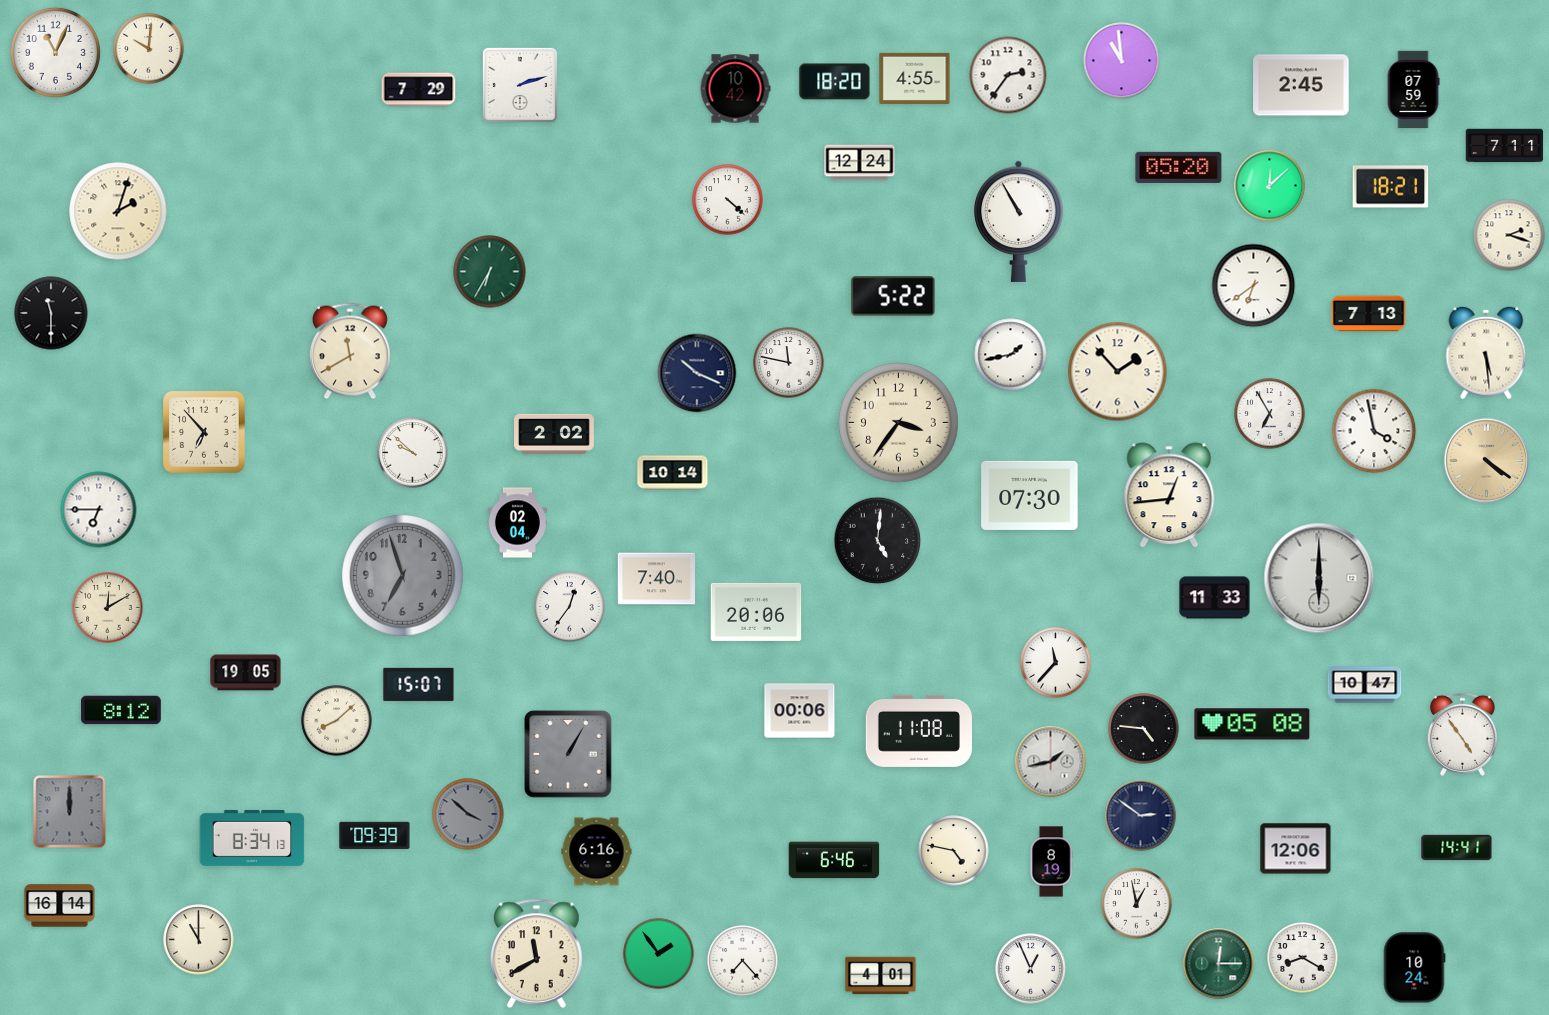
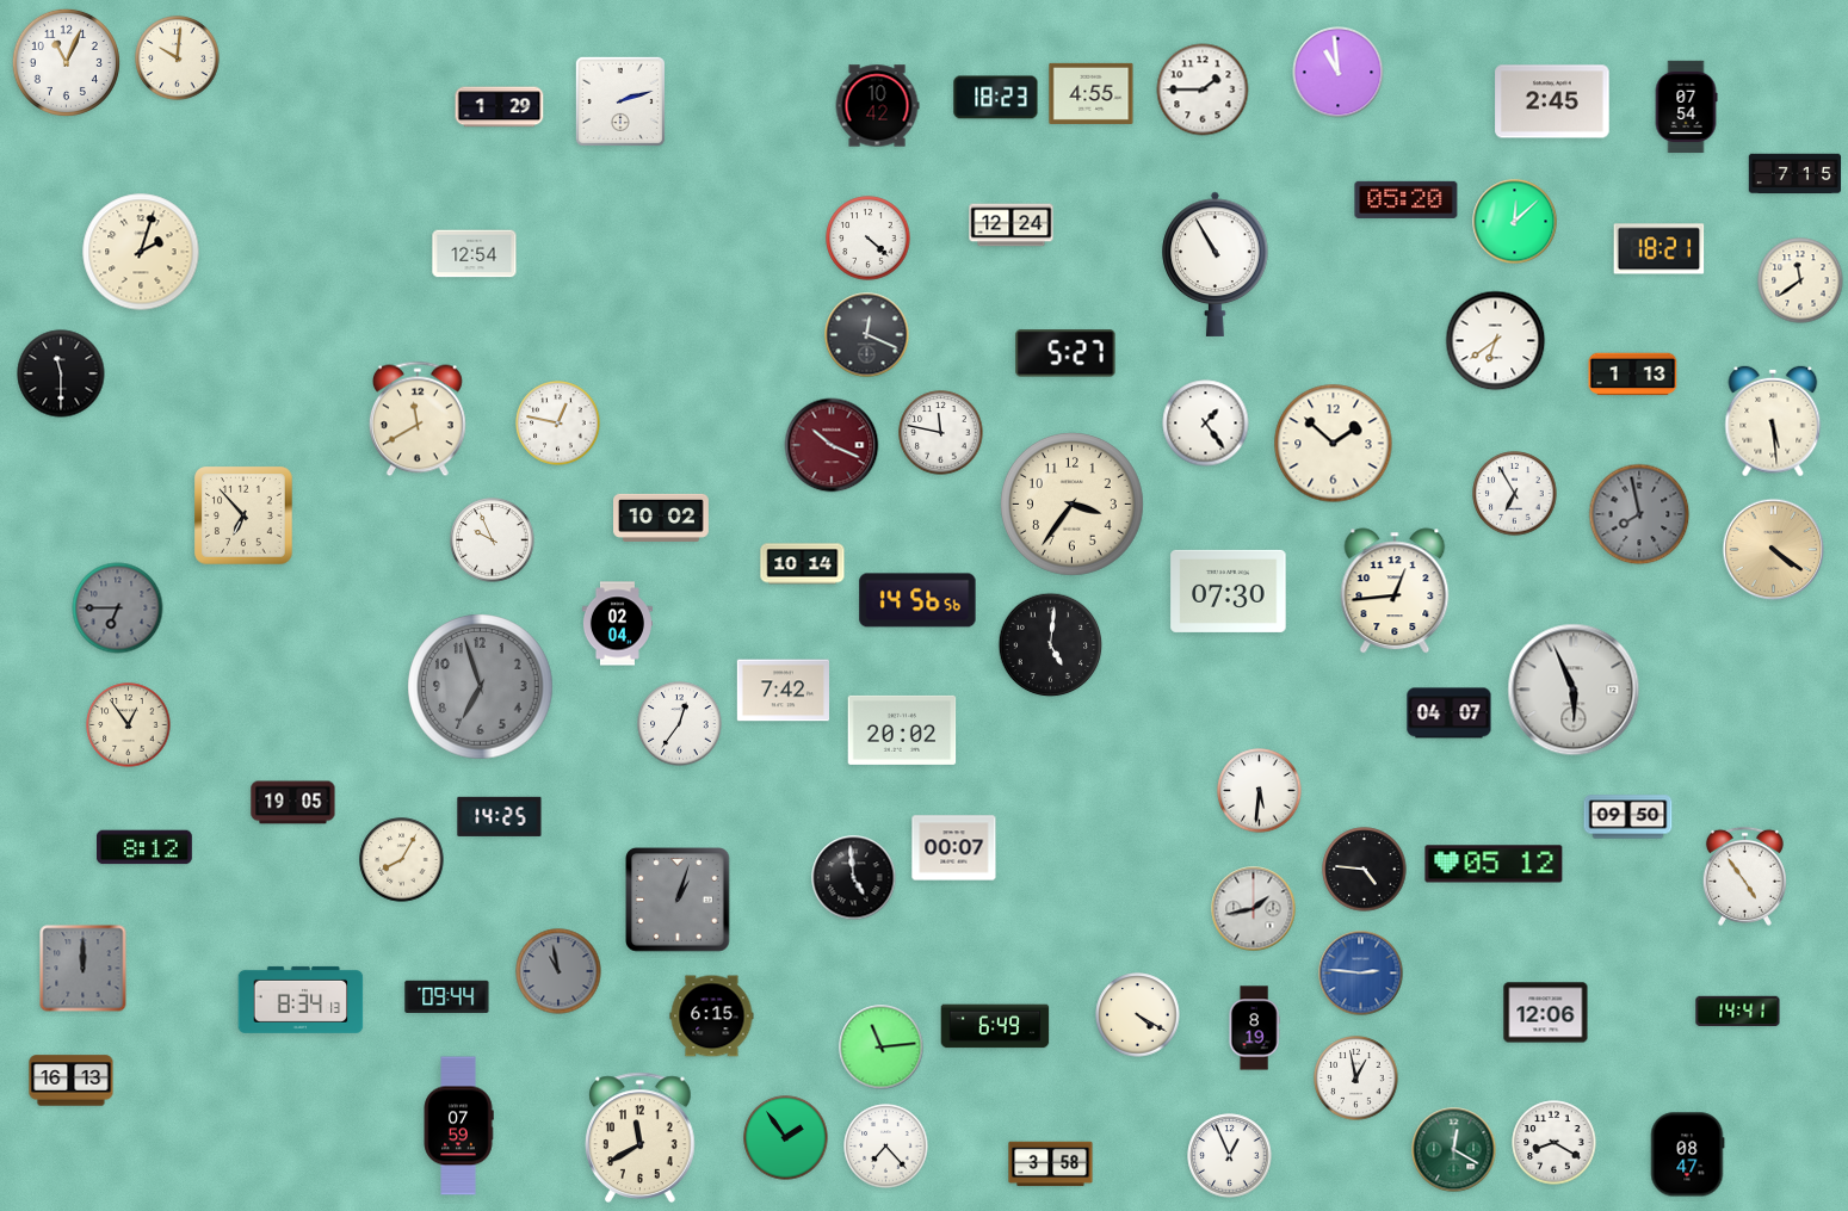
clock at (1008, 75): 2:36 -> 1:45
clock at (835, 82): 18:20 -> 18:23
clock at (419, 90): 7:29 -> 1:29
clock at (1413, 90): 07:59 -> 07:54
clock at (1505, 146): 7:11 -> 7:15
clock at (860, 163) position: (860, 163) -> (1012, 225)
clock at (1391, 187) position: (1391, 187) -> (1660, 249)
clock at (475, 254): none -> 12:54
clock at (1509, 235): 2:18 -> 11:39
clock at (490, 272): 6:35 -> none
clock at (867, 335): none -> 12:19
clock at (893, 296): 5:22 -> 5:27
clock at (1369, 314): 7:13 -> 1:13
clock at (558, 424): none -> 12:47
clock at (1011, 355): 1:43 -> 1:24
clock at (1118, 372): 1:53 -> 1:52
clock at (697, 373) dial: navy -> burgundy
clock at (1374, 431): 3:58 -> 7:58
clock at (1374, 431) dial: white -> grey
clock at (555, 434): 2:02 -> 10:02
clock at (413, 453): 9:52 -> 9:56
clock at (917, 600): none -> 14:56
clock at (99, 510) dial: white -> grey
clock at (878, 541) position: (878, 541) -> (1051, 645)
clock at (1319, 578): 6:00 -> 5:56
clock at (657, 579): 7:40 -> 7:42
clock at (1215, 598): 11:33 -> 04:07
clock at (108, 608): 12:10 -> 12:54
clock at (756, 612): 20:06 -> 20:02
clock at (1056, 663): 11:37 -> 5:31
clock at (419, 684): 15:07 -> 14:25
clock at (1365, 685): 10:47 -> 09:50
clock at (800, 711): 00:06 -> 00:07
clock at (337, 721): 8:08 -> 8:05
clock at (1252, 724): 05:08 -> 05:12
clock at (919, 731): 11:08 -> none
clock at (854, 878): none -> 4:59
clock at (568, 754): 1:05 -> 1:03
clock at (468, 814): 3:52 -> 10:58
clock at (1141, 816): 2:51 -> 2:46
clock at (1141, 816) dial: navy -> blue
clock at (375, 835): 09:39 -> 09:44
clock at (954, 851): 4:47 -> 4:20
clock at (597, 852): 6:16 -> 6:15
clock at (834, 860): 6:46 -> 6:49
clock at (882, 1048): none -> 11:14
clock at (60, 906): 16:14 -> 16:13
clock at (199, 940): 11:00 -> none
clock at (458, 1126): none -> 07:59
clock at (1219, 964): 12:15 -> 12:20
clock at (1414, 968): 10:24 -> 08:47
clock at (881, 976): 4:01 -> 3:58
